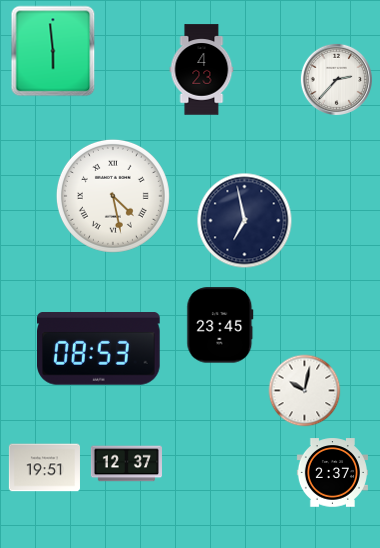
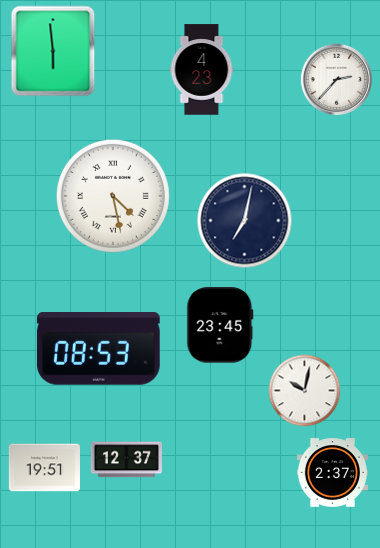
clock at (245, 221): 6:58 -> 7:02
clock at (126, 464) position: (126, 464) -> (126, 460)
